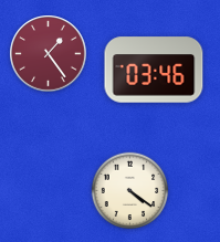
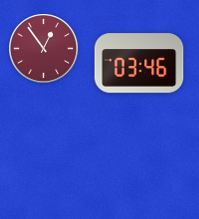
clock at (49, 54): 1:24 -> 12:54
clock at (130, 191): 4:21 -> none
